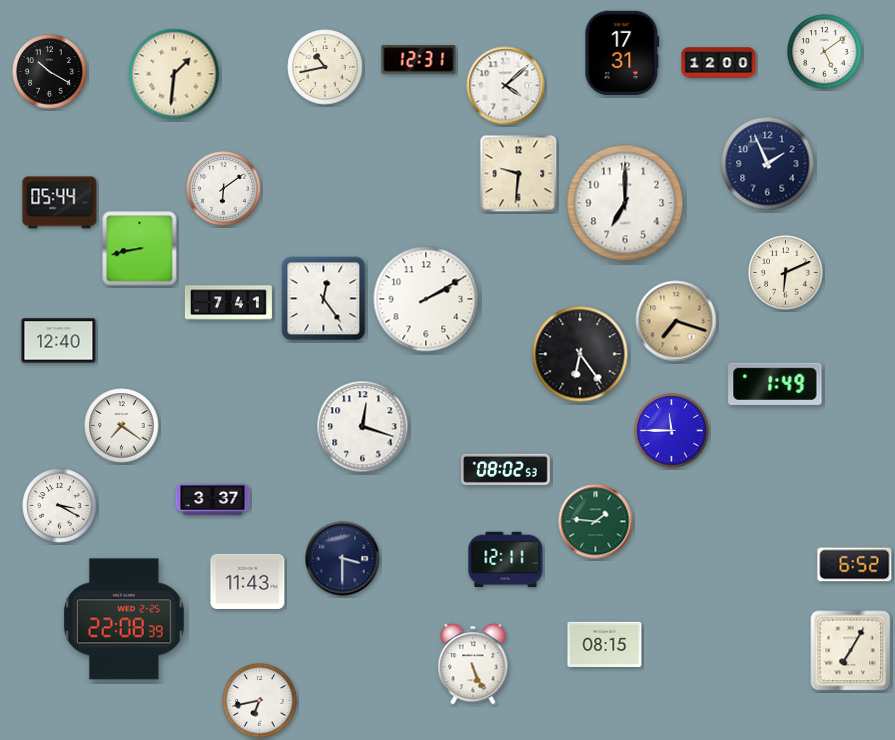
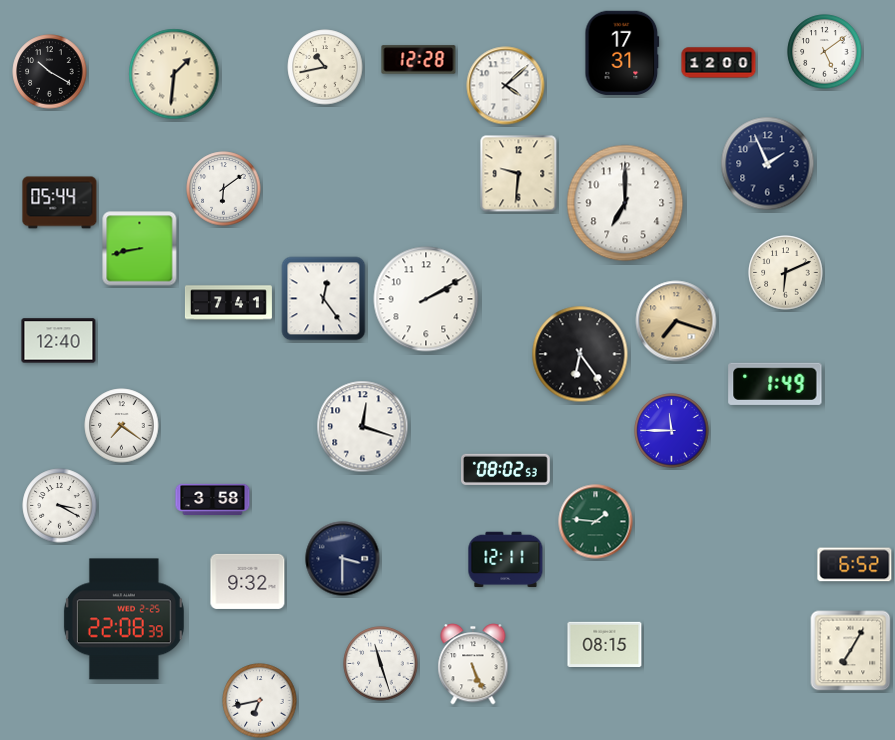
clock at (419, 60): 12:31 -> 12:28
clock at (213, 500): 3:37 -> 3:58
clock at (248, 581): 11:43 -> 9:32
clock at (381, 664): none -> 11:27
